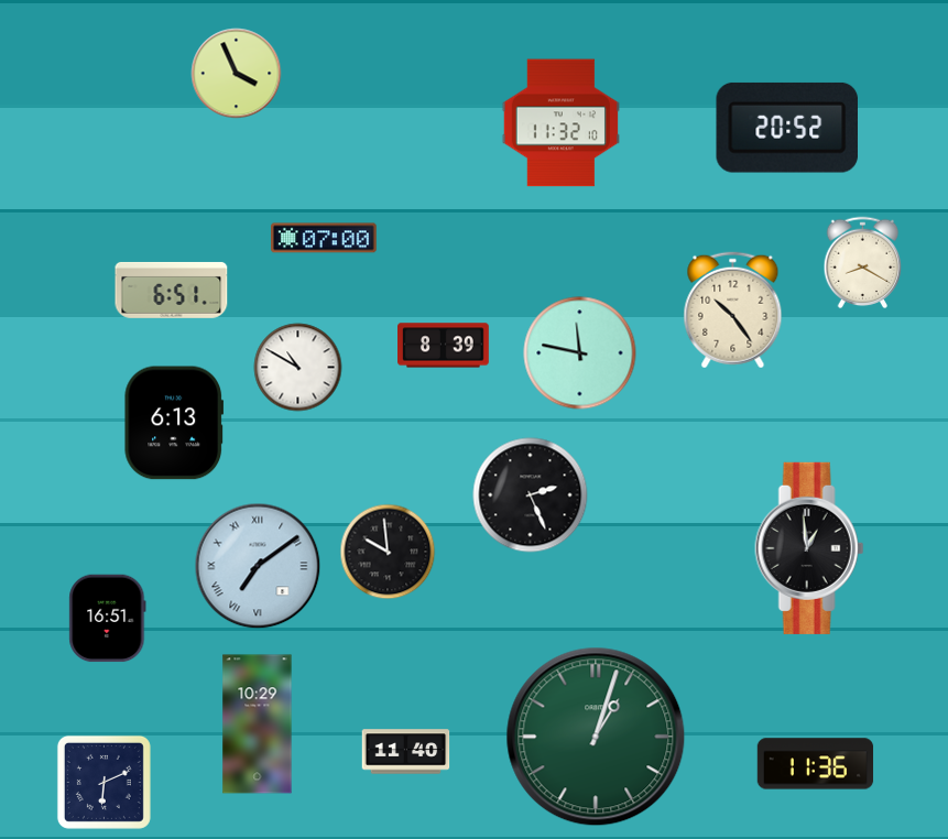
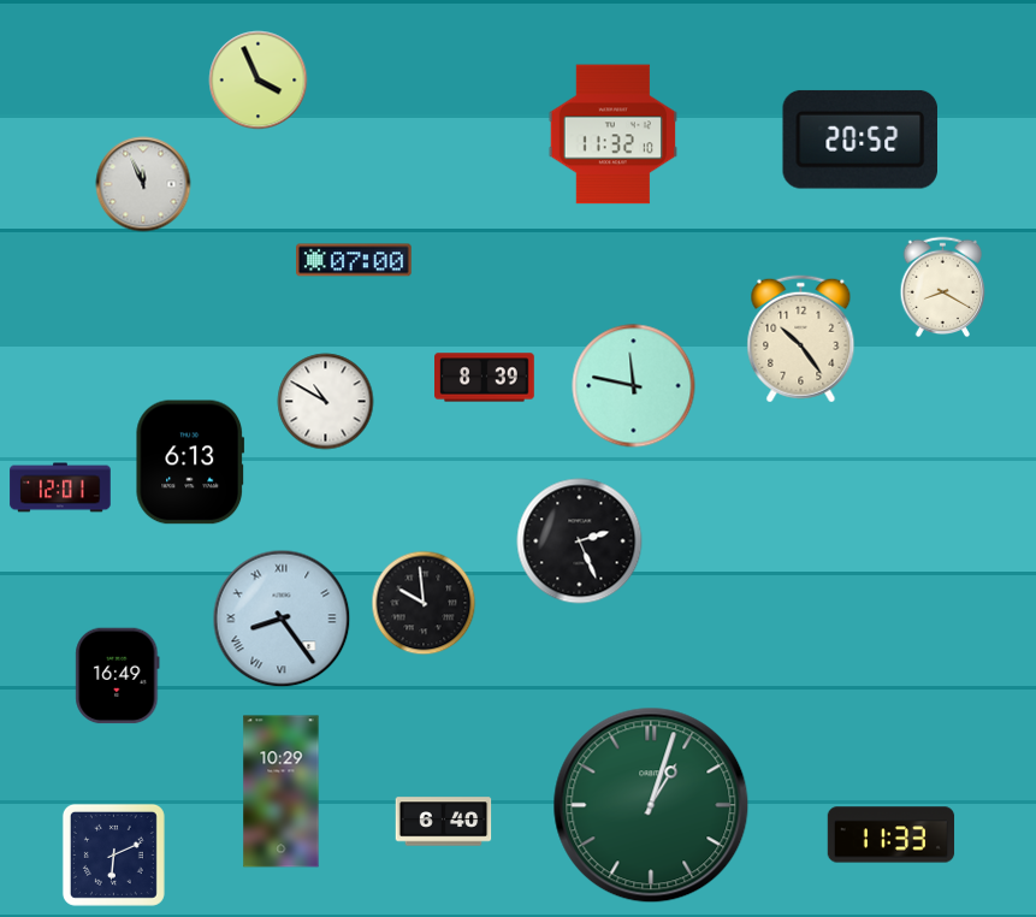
clock at (143, 184): none -> 11:56
clock at (172, 290): 6:51 -> none
clock at (60, 487): none -> 12:01
clock at (809, 548): 12:59 -> none
clock at (258, 566): 7:09 -> 8:24
clock at (108, 619): 16:51 -> 16:49
clock at (406, 752): 11:40 -> 6:40
clock at (816, 764): 11:36 -> 11:33
